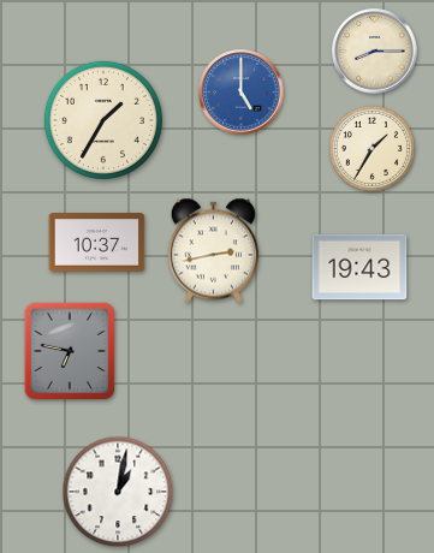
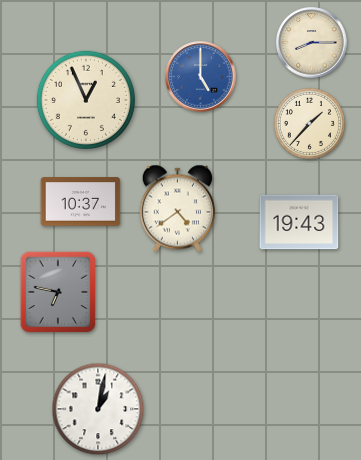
clock at (103, 120): 1:35 -> 12:56
clock at (371, 148): 1:35 -> 1:37
clock at (213, 251): 2:43 -> 4:39
